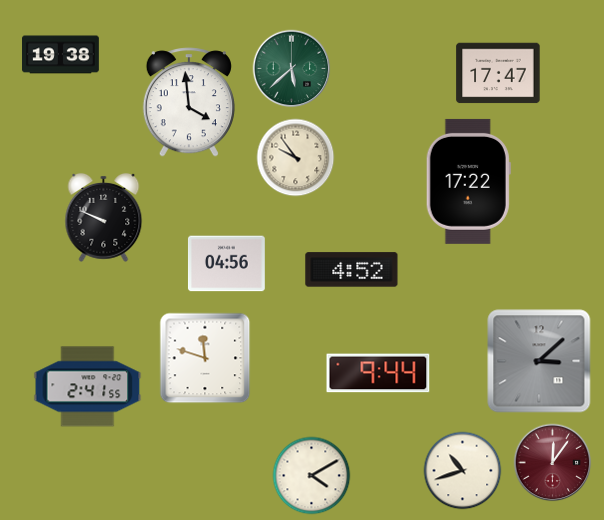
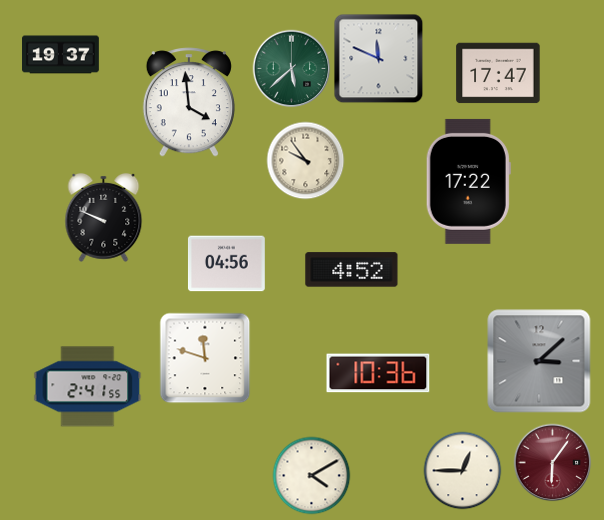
clock at (61, 55): 19:38 -> 19:37
clock at (378, 58): none -> 11:49
clock at (295, 157) position: (295, 157) -> (305, 160)
clock at (378, 373): 9:44 -> 10:36
clock at (552, 462): 12:06 -> 6:06
clock at (462, 470): 10:42 -> 12:45
